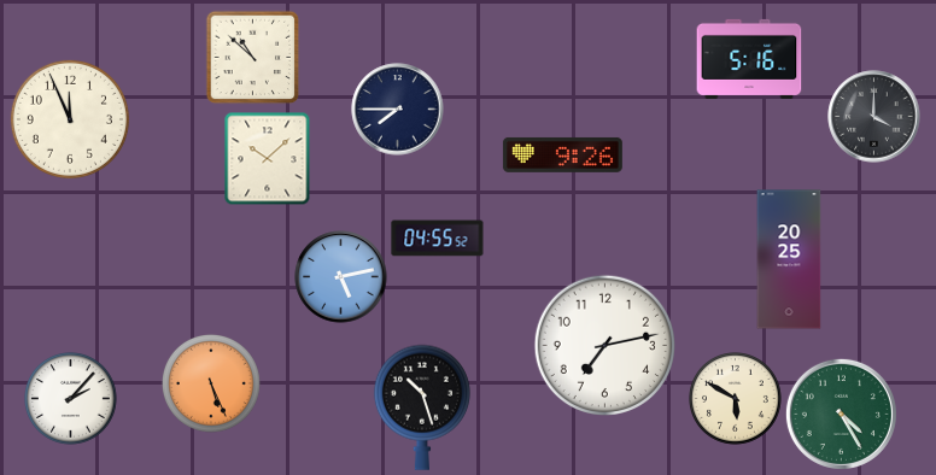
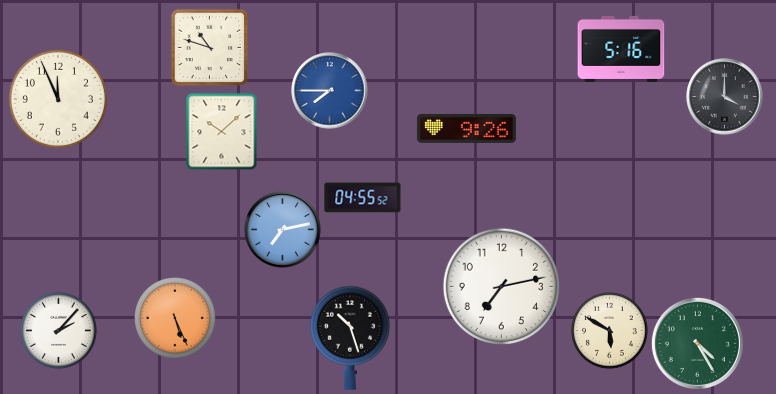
clock at (252, 57): 10:52 -> 10:48
clock at (398, 110) dial: navy -> blue
clock at (789, 259): 20:25 -> none
clock at (341, 277): 5:13 -> 7:13
